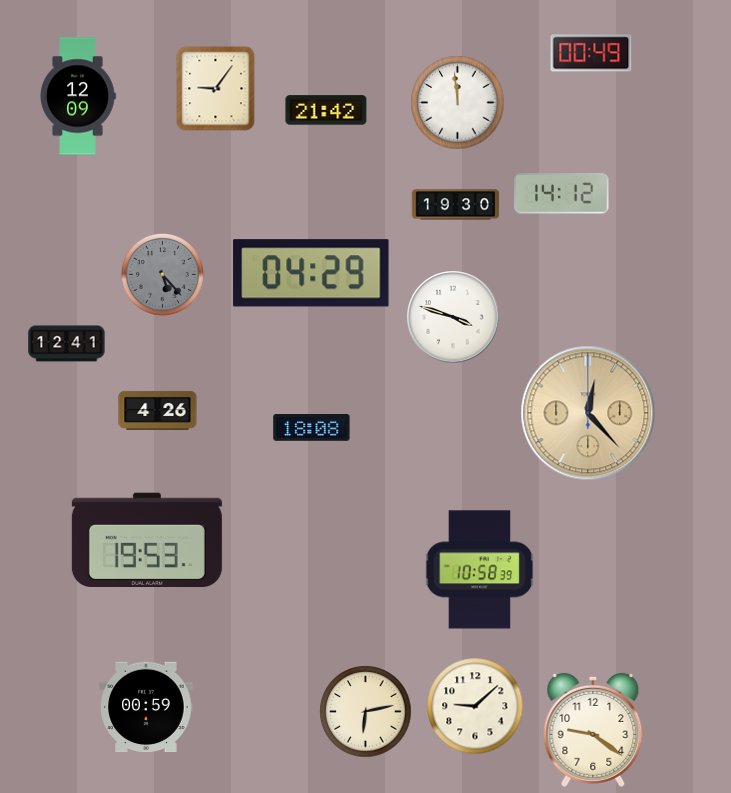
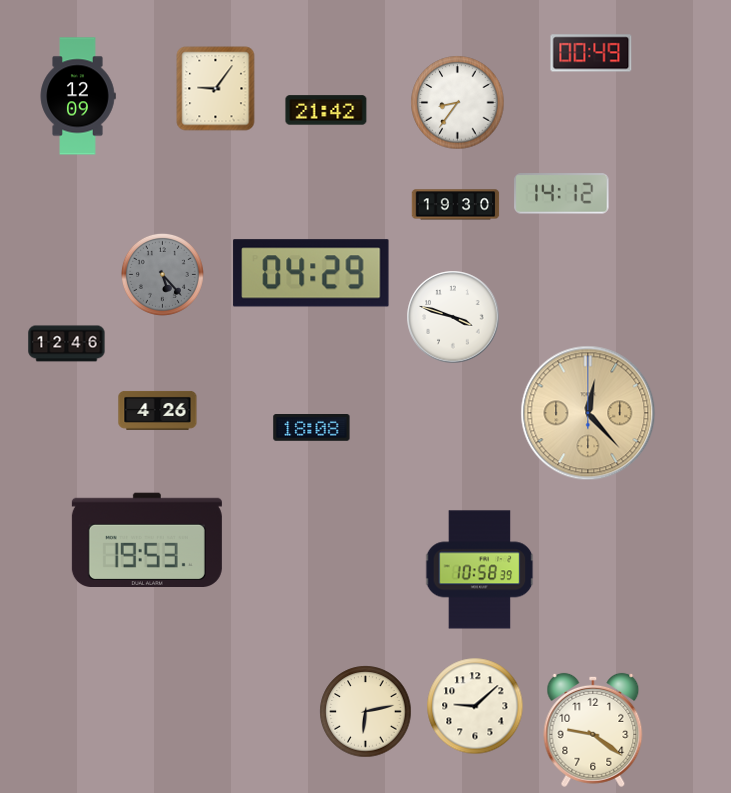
clock at (458, 103): 11:59 -> 8:36
clock at (67, 344): 12:41 -> 12:46
clock at (146, 707): 00:59 -> none
